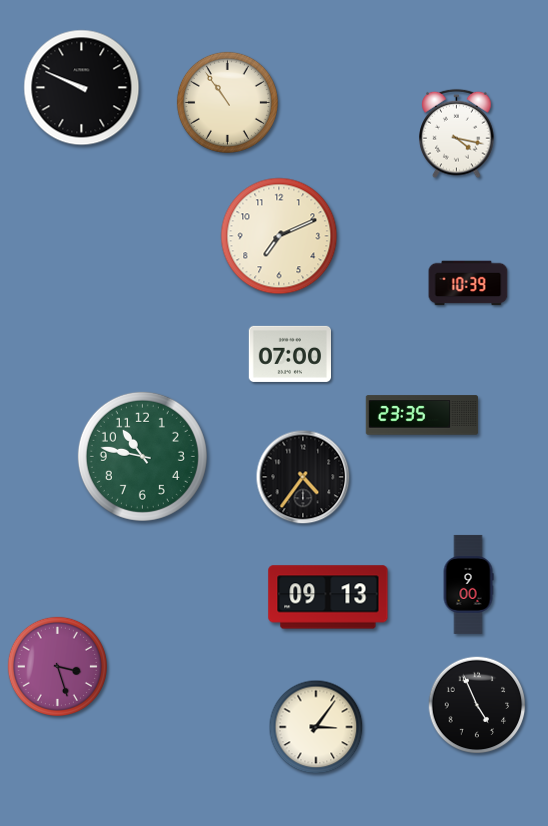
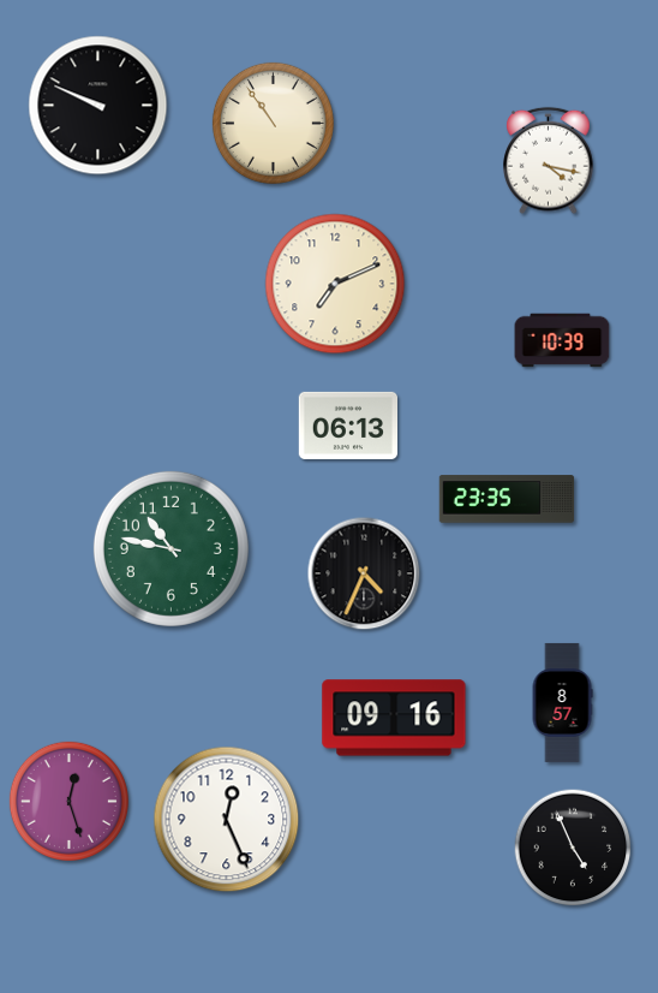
clock at (289, 354): 07:00 -> 06:13
clock at (303, 477): 4:36 -> 4:34
clock at (468, 584): 9:00 -> 8:57
clock at (328, 597): 09:13 -> 09:16
clock at (57, 666): 3:27 -> 12:27
clock at (227, 820): none -> 12:26
clock at (316, 727): 3:06 -> none
